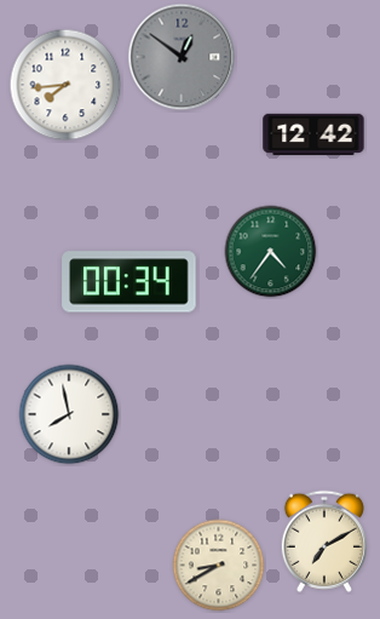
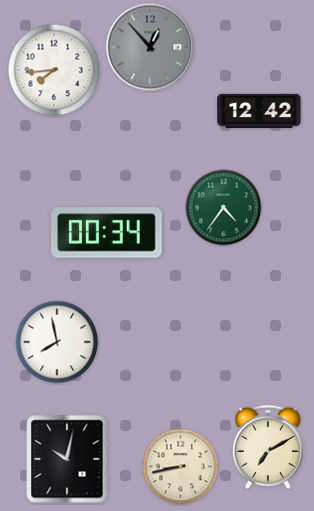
clock at (182, 57): 12:51 -> 12:53
clock at (67, 459): none -> 10:02
clock at (219, 566): 8:40 -> 8:43
